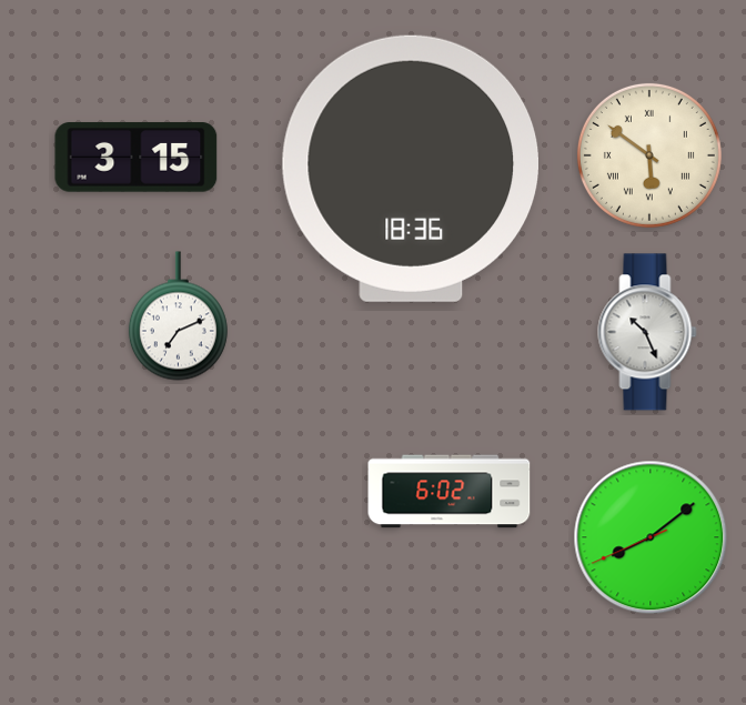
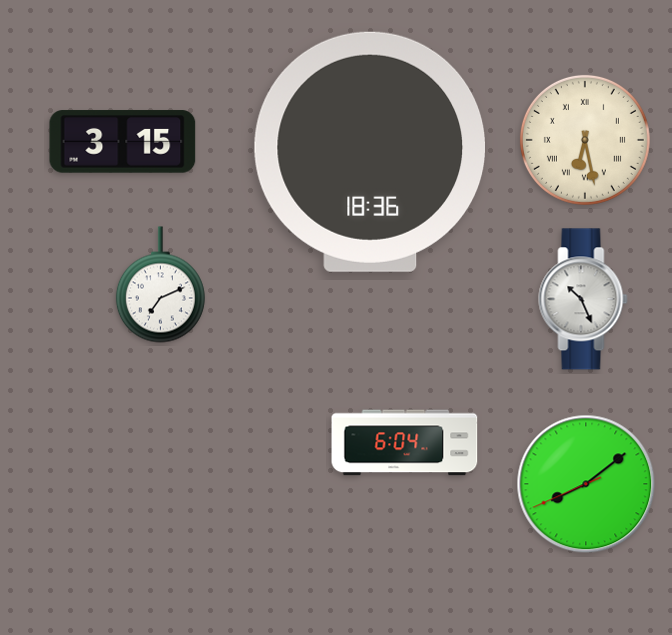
clock at (649, 155): 5:51 -> 6:28
clock at (450, 492): 6:02 -> 6:04
